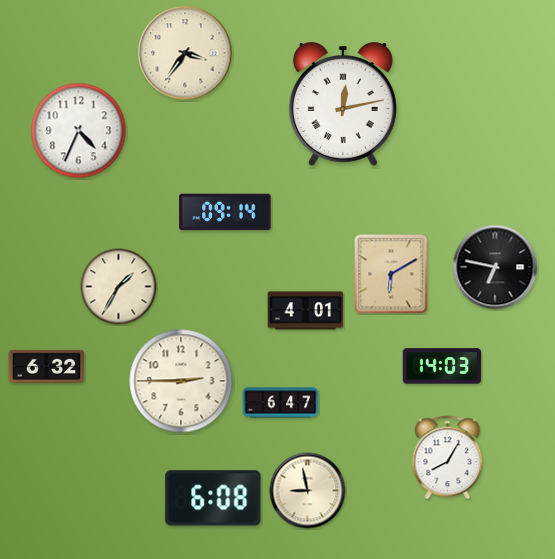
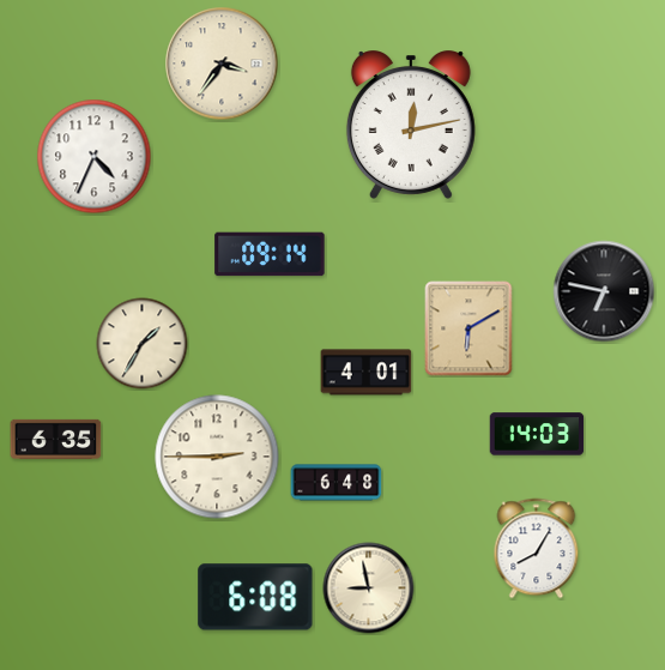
clock at (495, 267) position: (495, 267) -> (604, 291)
clock at (47, 366): 6:32 -> 6:35
clock at (442, 366) position: (442, 366) -> (537, 434)
clock at (281, 403): 6:47 -> 6:48
